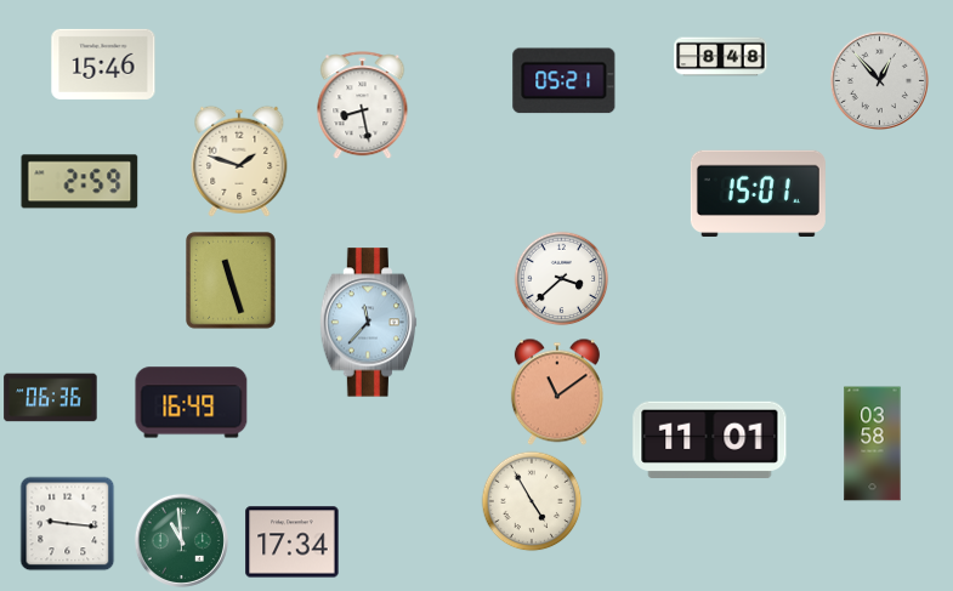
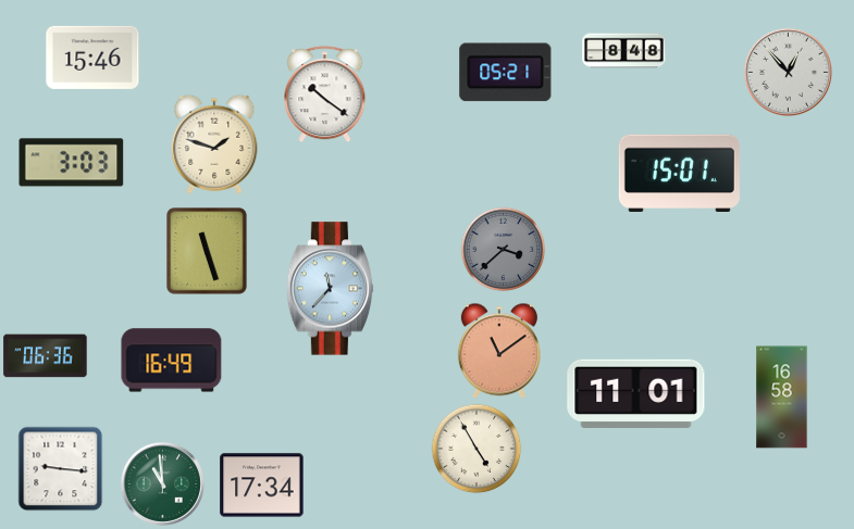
clock at (721, 57) position: (721, 57) -> (624, 51)
clock at (363, 106): 8:28 -> 10:21
clock at (80, 182): 2:59 -> 3:03
clock at (561, 278) dial: white -> grey
clock at (873, 444): 03:58 -> 16:58
